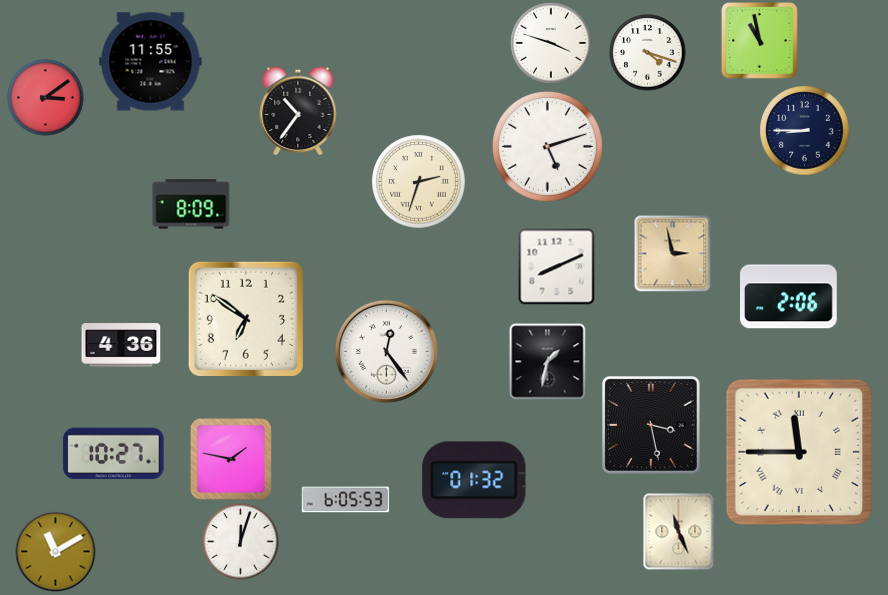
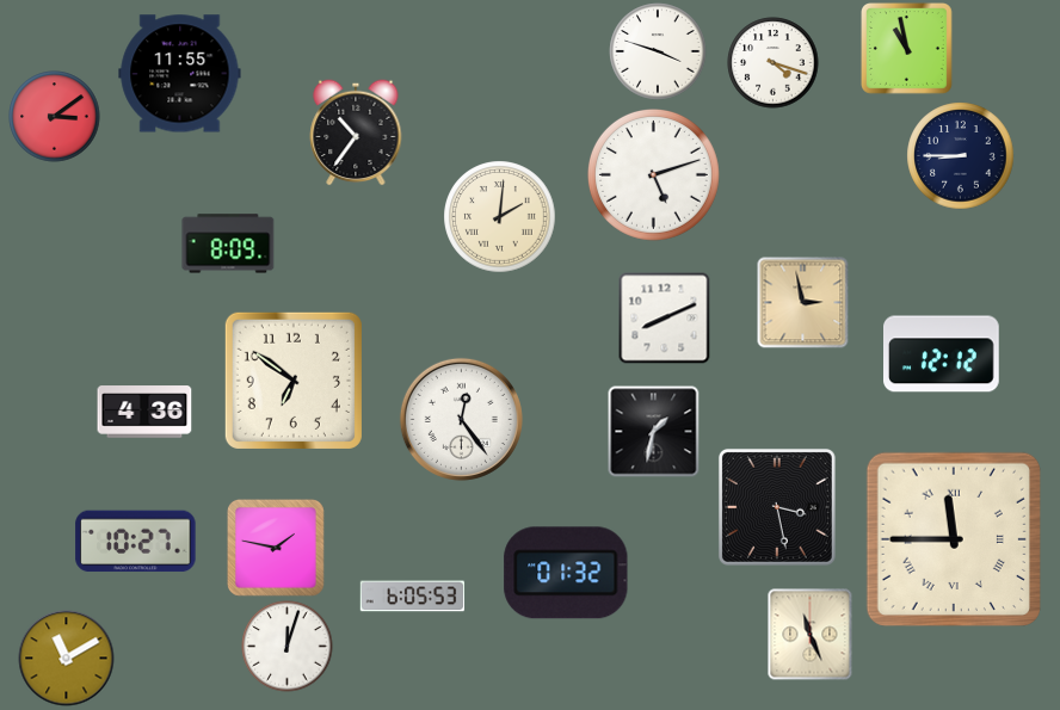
clock at (419, 182): 2:33 -> 2:01
clock at (789, 297): 2:06 -> 12:12
